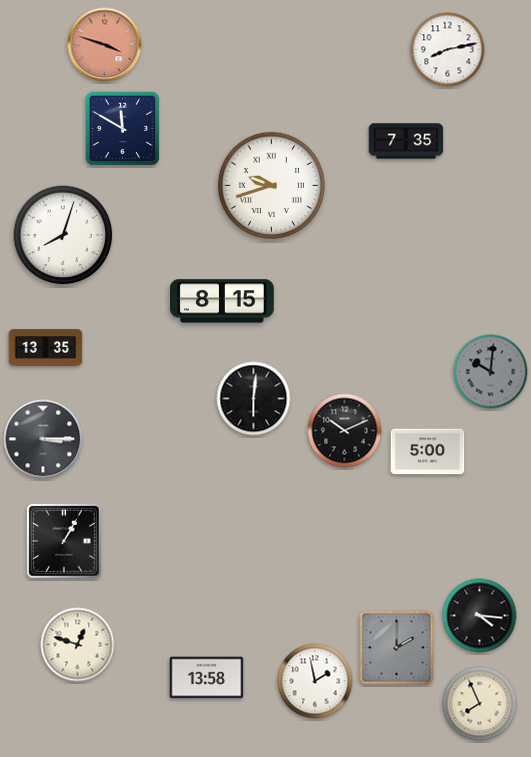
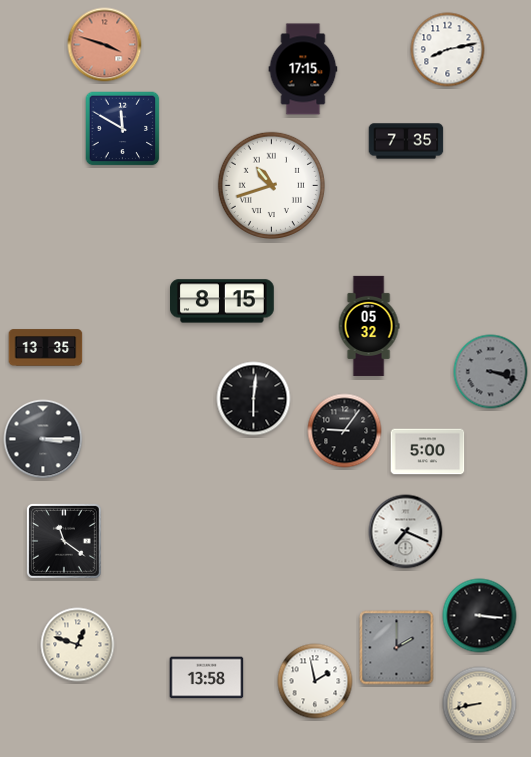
clock at (303, 69): none -> 17:15
clock at (271, 185): 9:42 -> 10:42
clock at (63, 235): 8:03 -> none
clock at (369, 325): none -> 05:32
clock at (491, 372): 10:01 -> 3:18
clock at (345, 431): 10:11 -> 9:06
clock at (406, 532): none -> 7:19
clock at (64, 541): 1:05 -> 11:21
clock at (480, 616): 4:16 -> 3:16
clock at (480, 704): 7:56 -> 8:43
